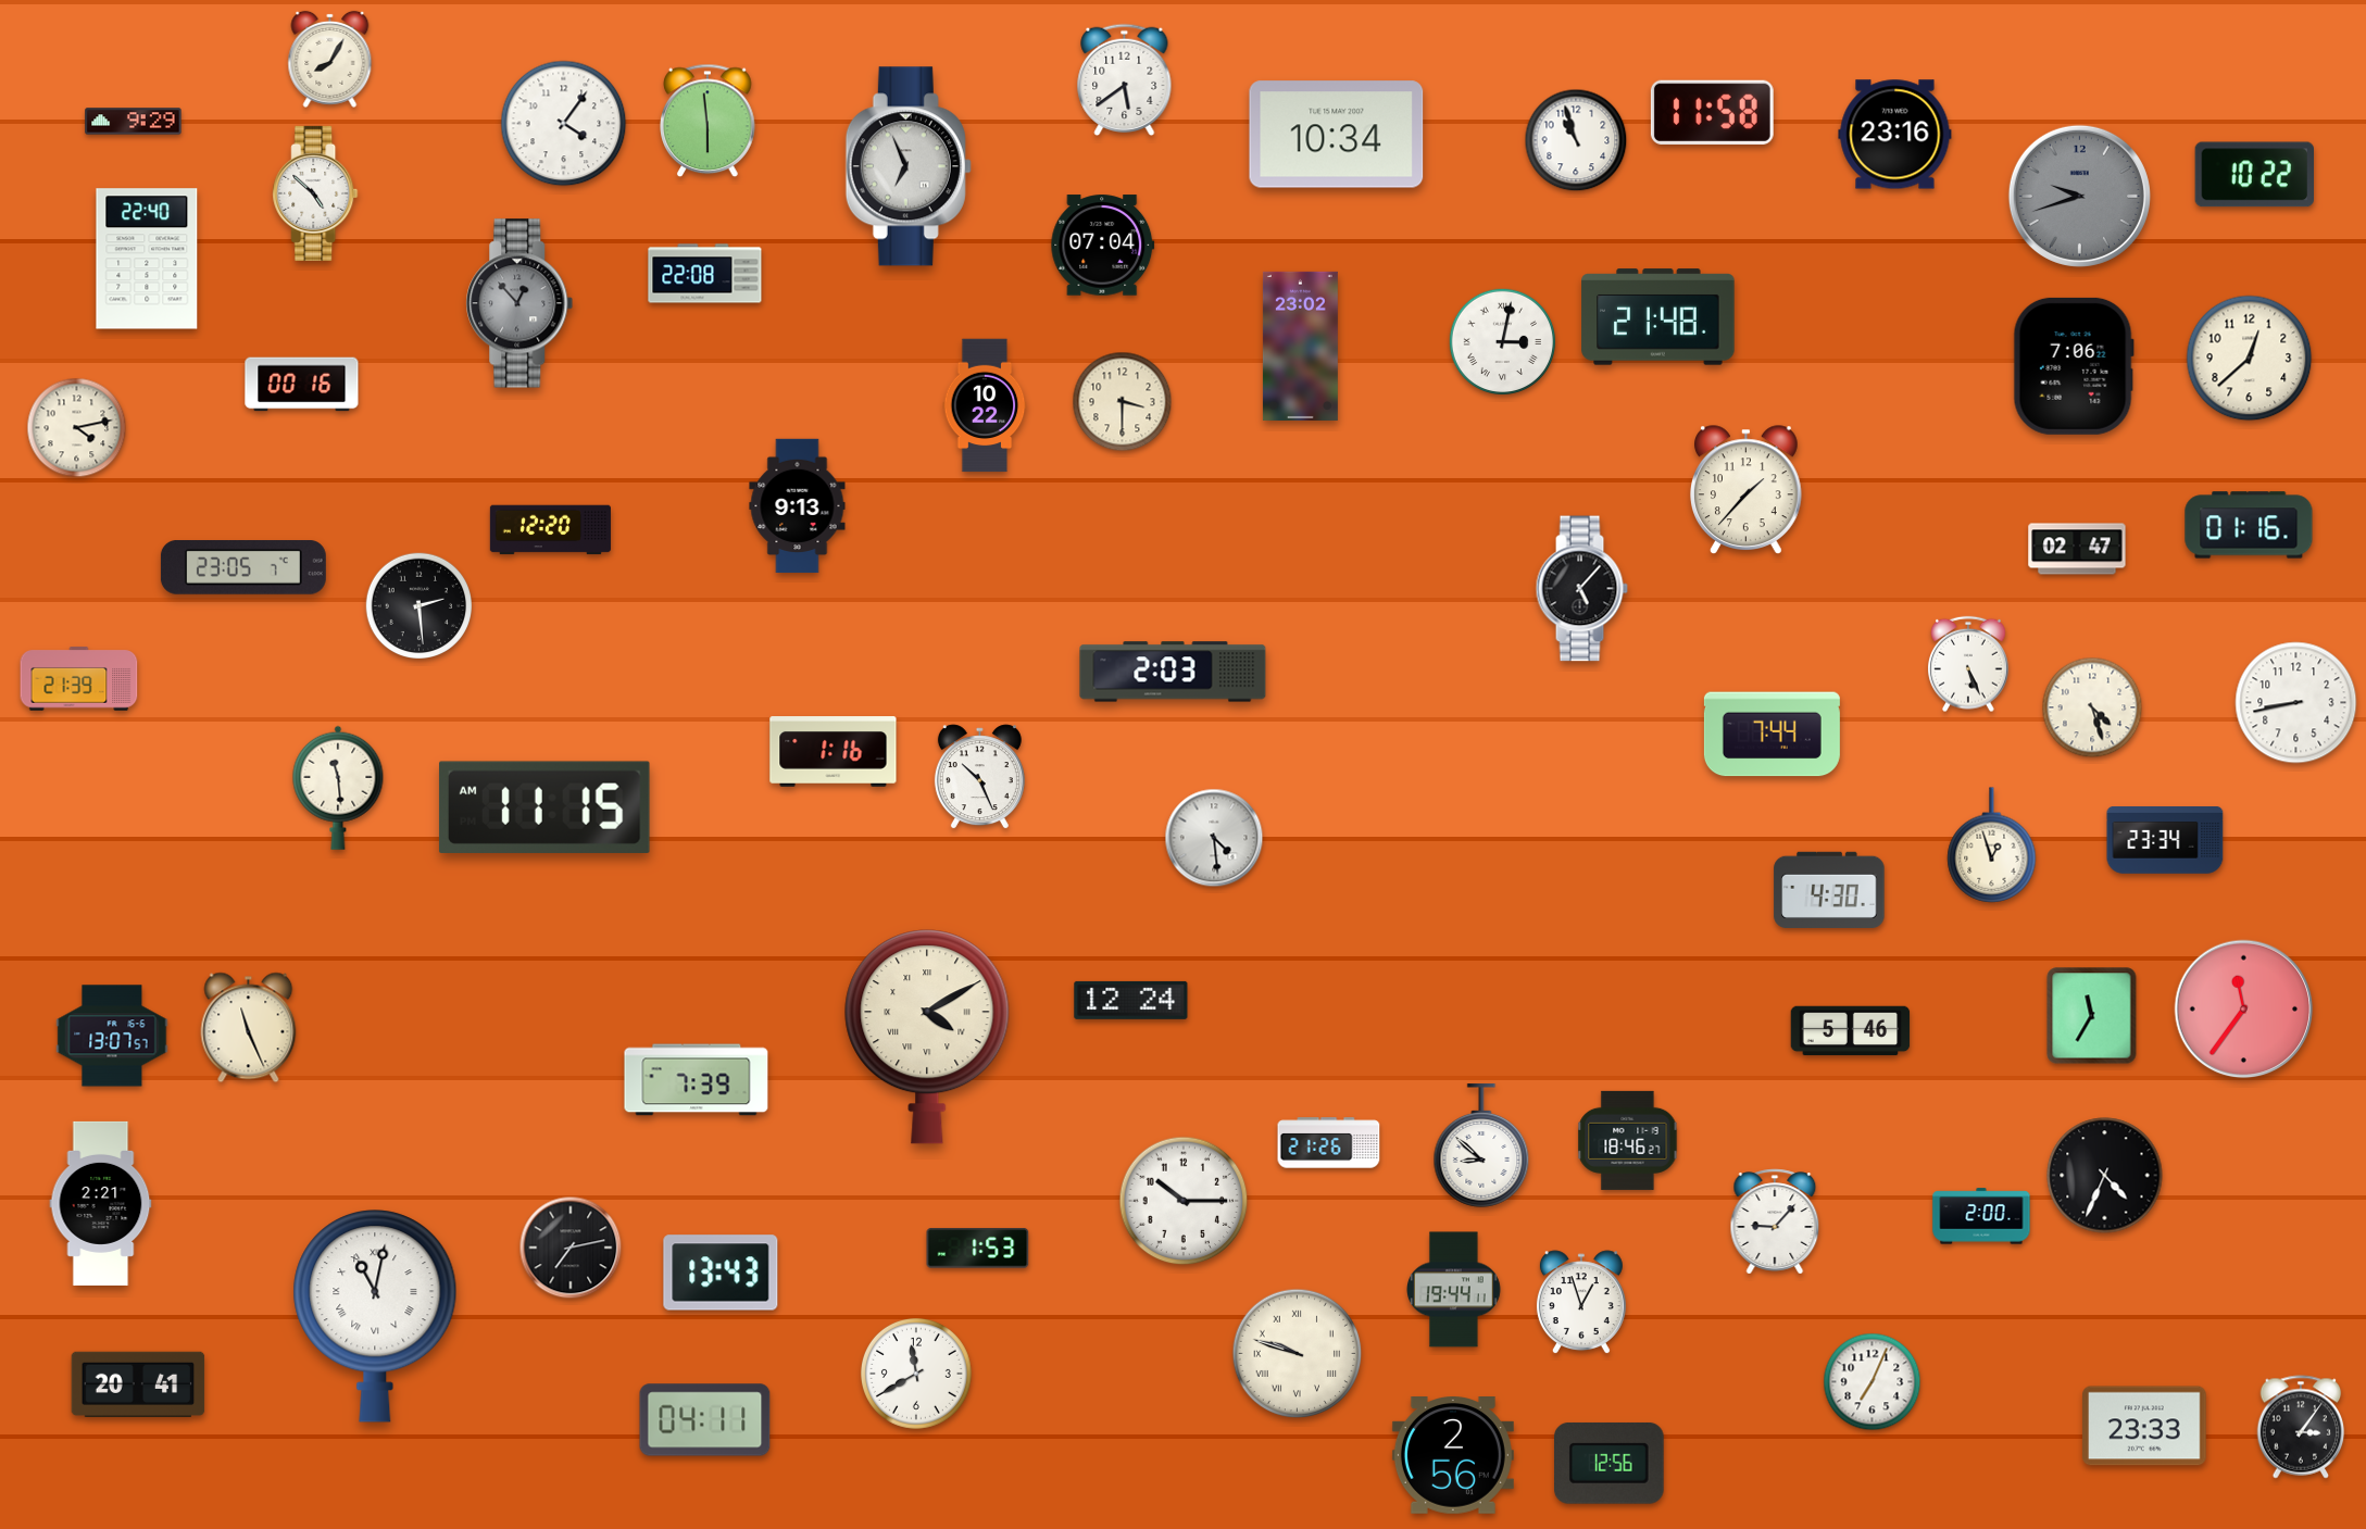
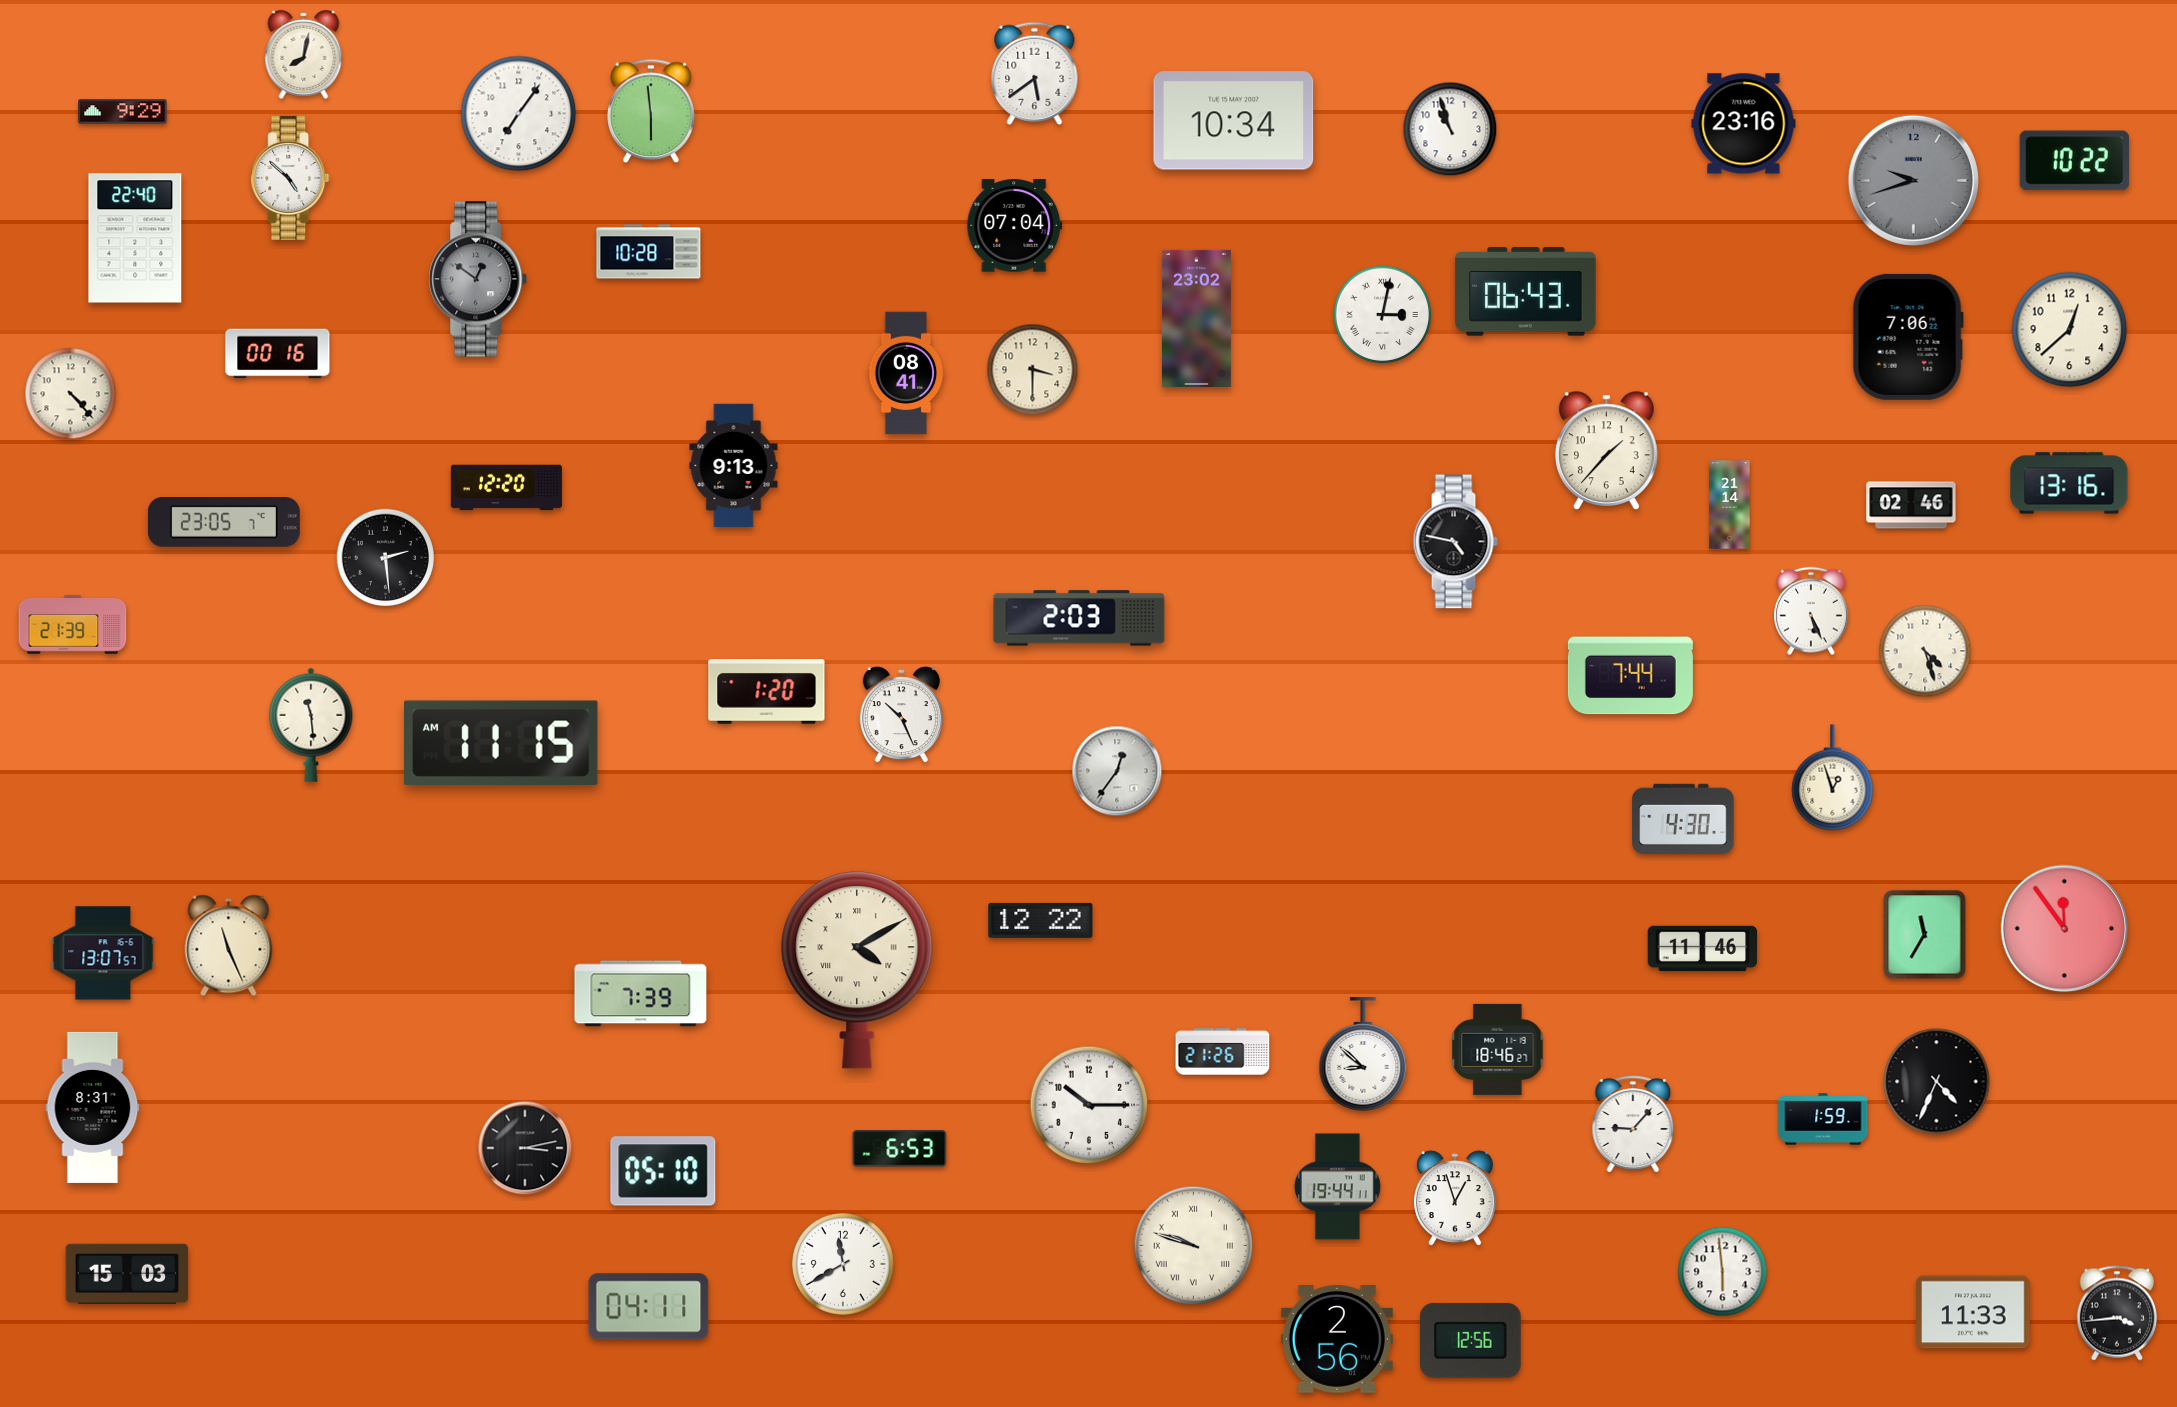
clock at (330, 59): 8:05 -> 8:02
clock at (1712, 112): 11:58 -> none
clock at (564, 124): 4:06 -> 7:06
clock at (1337, 135) position: (1337, 135) -> (1234, 121)
clock at (909, 166): 6:56 -> none
clock at (705, 274): 22:08 -> 10:28
clock at (519, 303): 12:53 -> 12:51
clock at (1658, 317): 21:48 -> 06:43
clock at (985, 405): 10:22 -> 08:41
clock at (77, 428): 4:13 -> 4:23
clock at (2249, 525): 01:16 -> 13:16
clock at (1730, 505): none -> 21:14
clock at (2077, 549): 02:47 -> 02:46
clock at (1581, 589): 5:07 -> 4:47
clock at (2296, 703): 8:43 -> none
clock at (834, 752): 1:16 -> 1:20
clock at (1214, 838): 4:29 -> 12:36
clock at (2165, 841): 23:34 -> none
clock at (1131, 1000): 12:24 -> 12:22
clock at (2244, 1010): 11:36 -> 11:54
clock at (1851, 1031): 5:46 -> 11:46
clock at (927, 1037) position: (927, 1037) -> (857, 970)
clock at (101, 1203): 2:21 -> 8:31
clock at (1981, 1216): 2:00 -> 1:59
clock at (571, 1248): 7:13 -> 3:13
clock at (978, 1249): 1:53 -> 6:53
clock at (721, 1273): 13:43 -> 05:10
clock at (375, 1316): 11:02 -> none
clock at (1873, 1382): 7:04 -> 5:59
clock at (138, 1383): 20:41 -> 15:03
clock at (2145, 1426): 23:33 -> 11:33
clock at (2301, 1427): 3:06 -> 3:44
clock at (1610, 1463) position: (1610, 1463) -> (1471, 1340)
